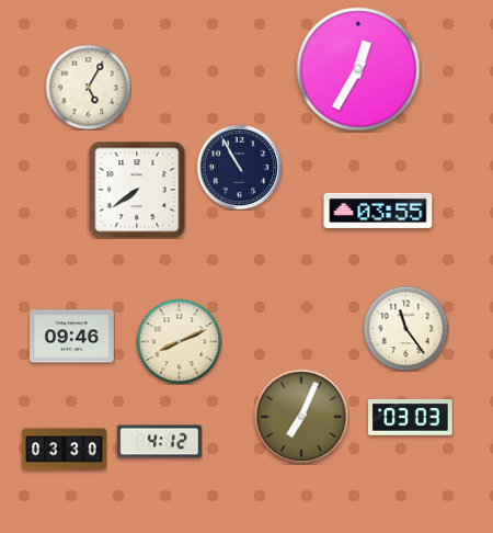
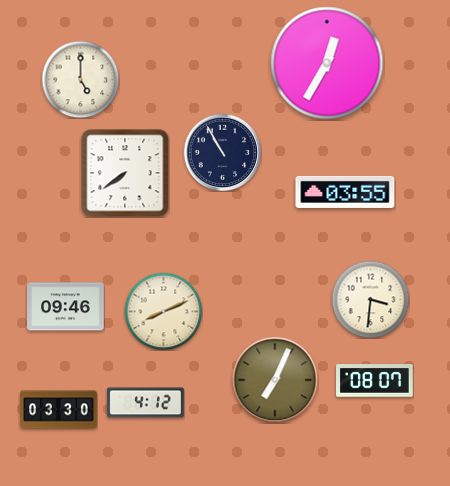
clock at (88, 87): 5:05 -> 5:00
clock at (239, 167) position: (239, 167) -> (222, 152)
clock at (405, 328): 11:24 -> 3:31
clock at (411, 418): 03:03 -> 08:07
